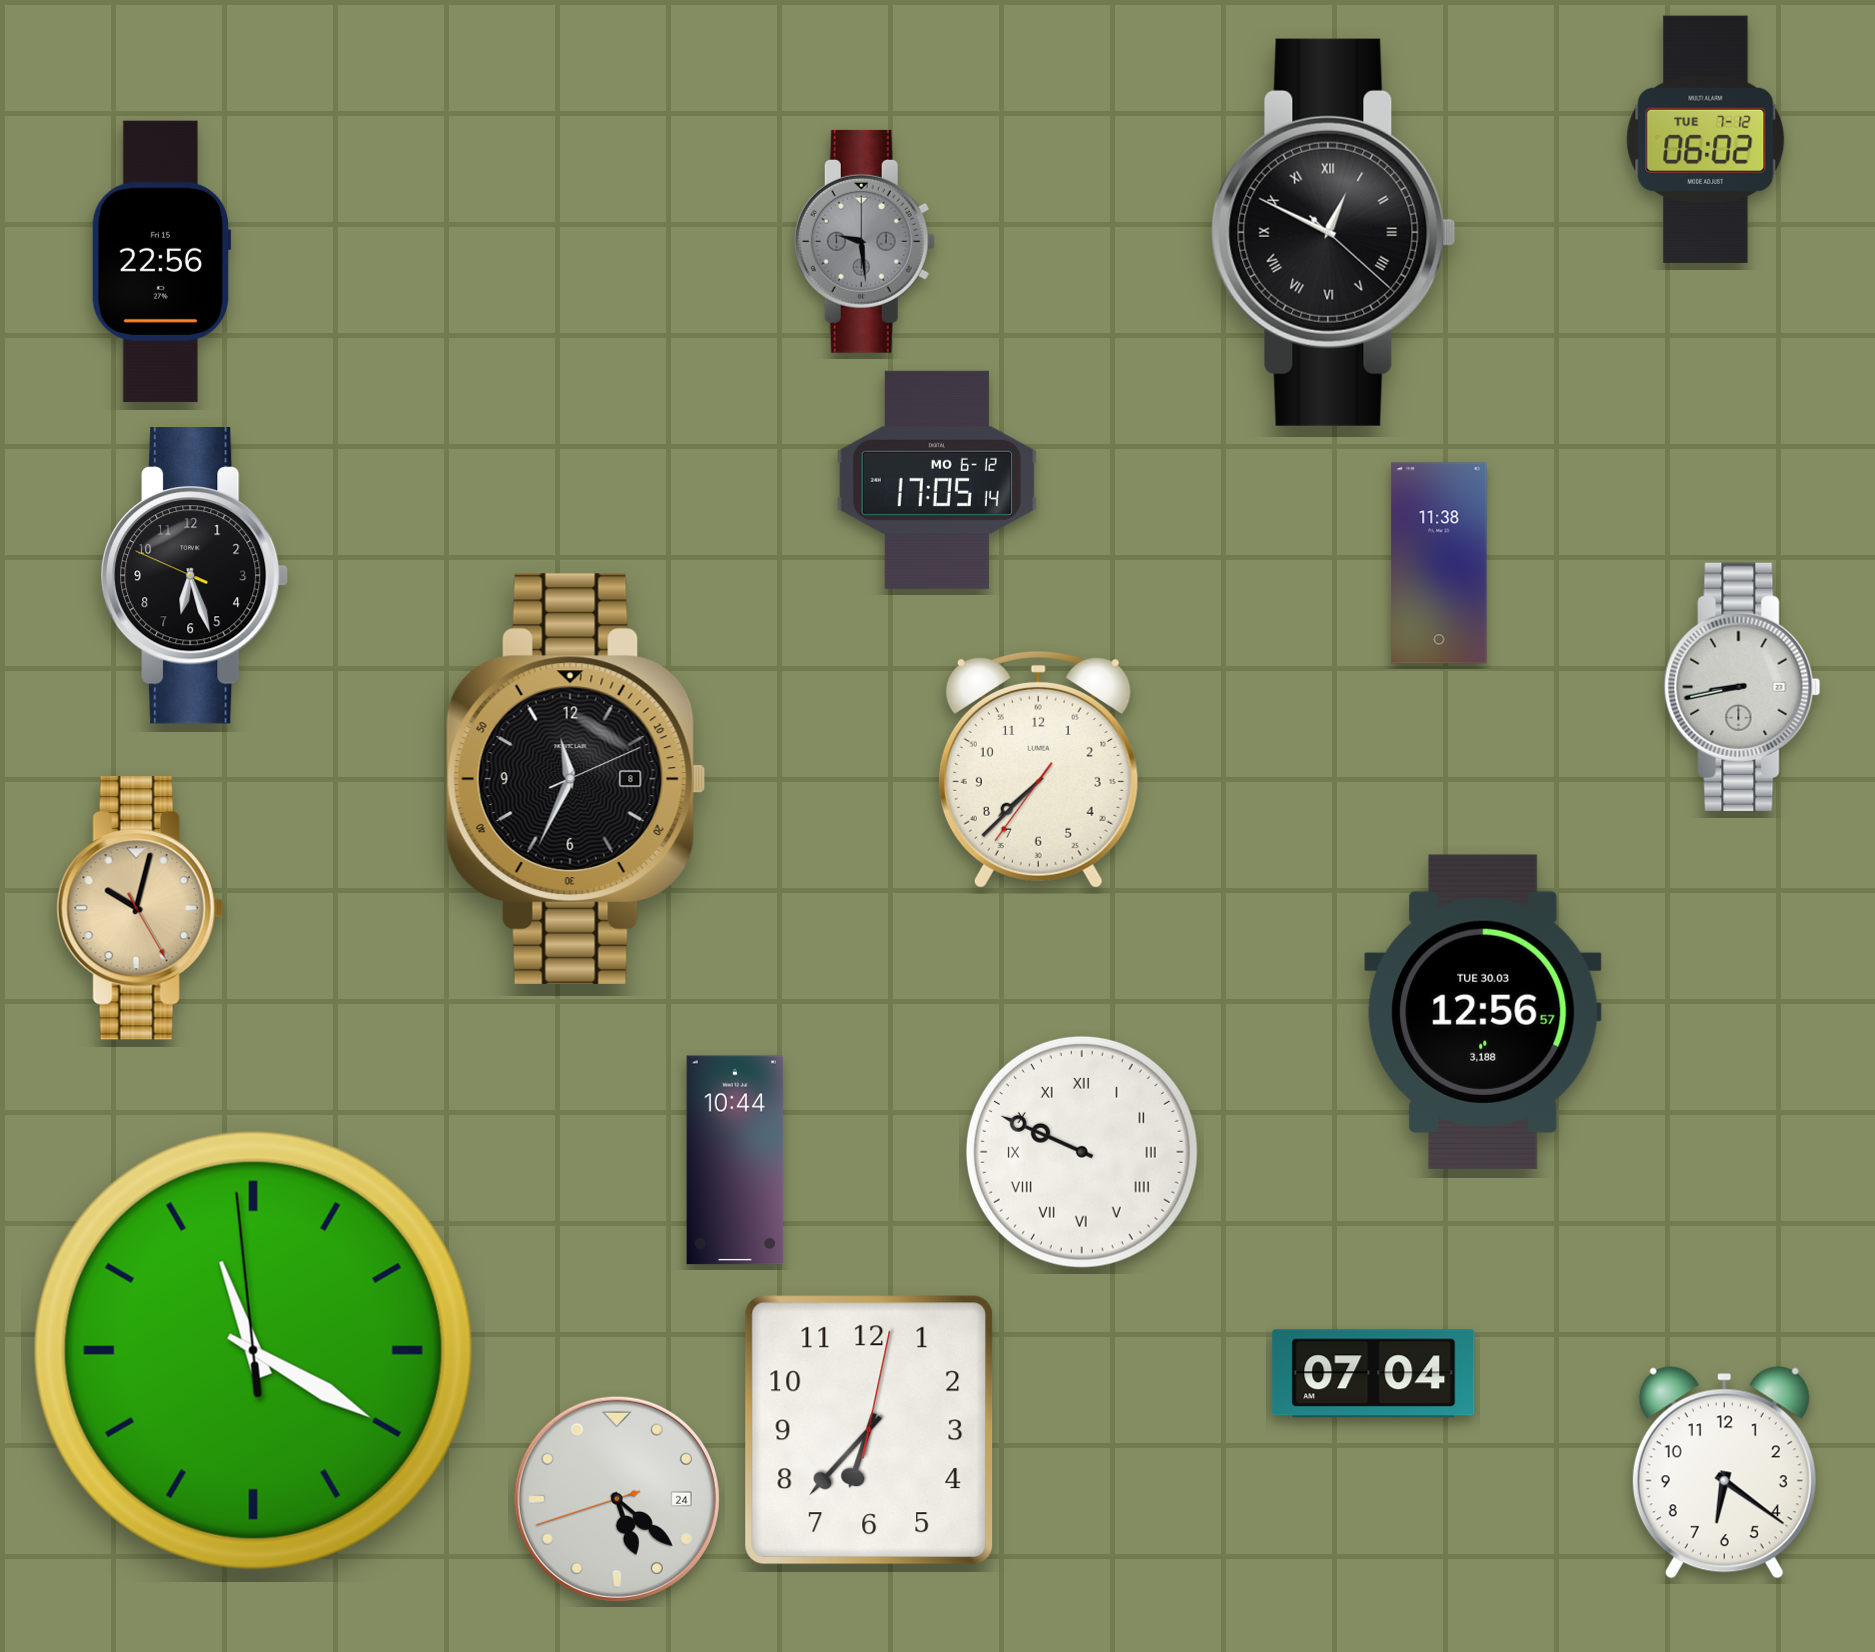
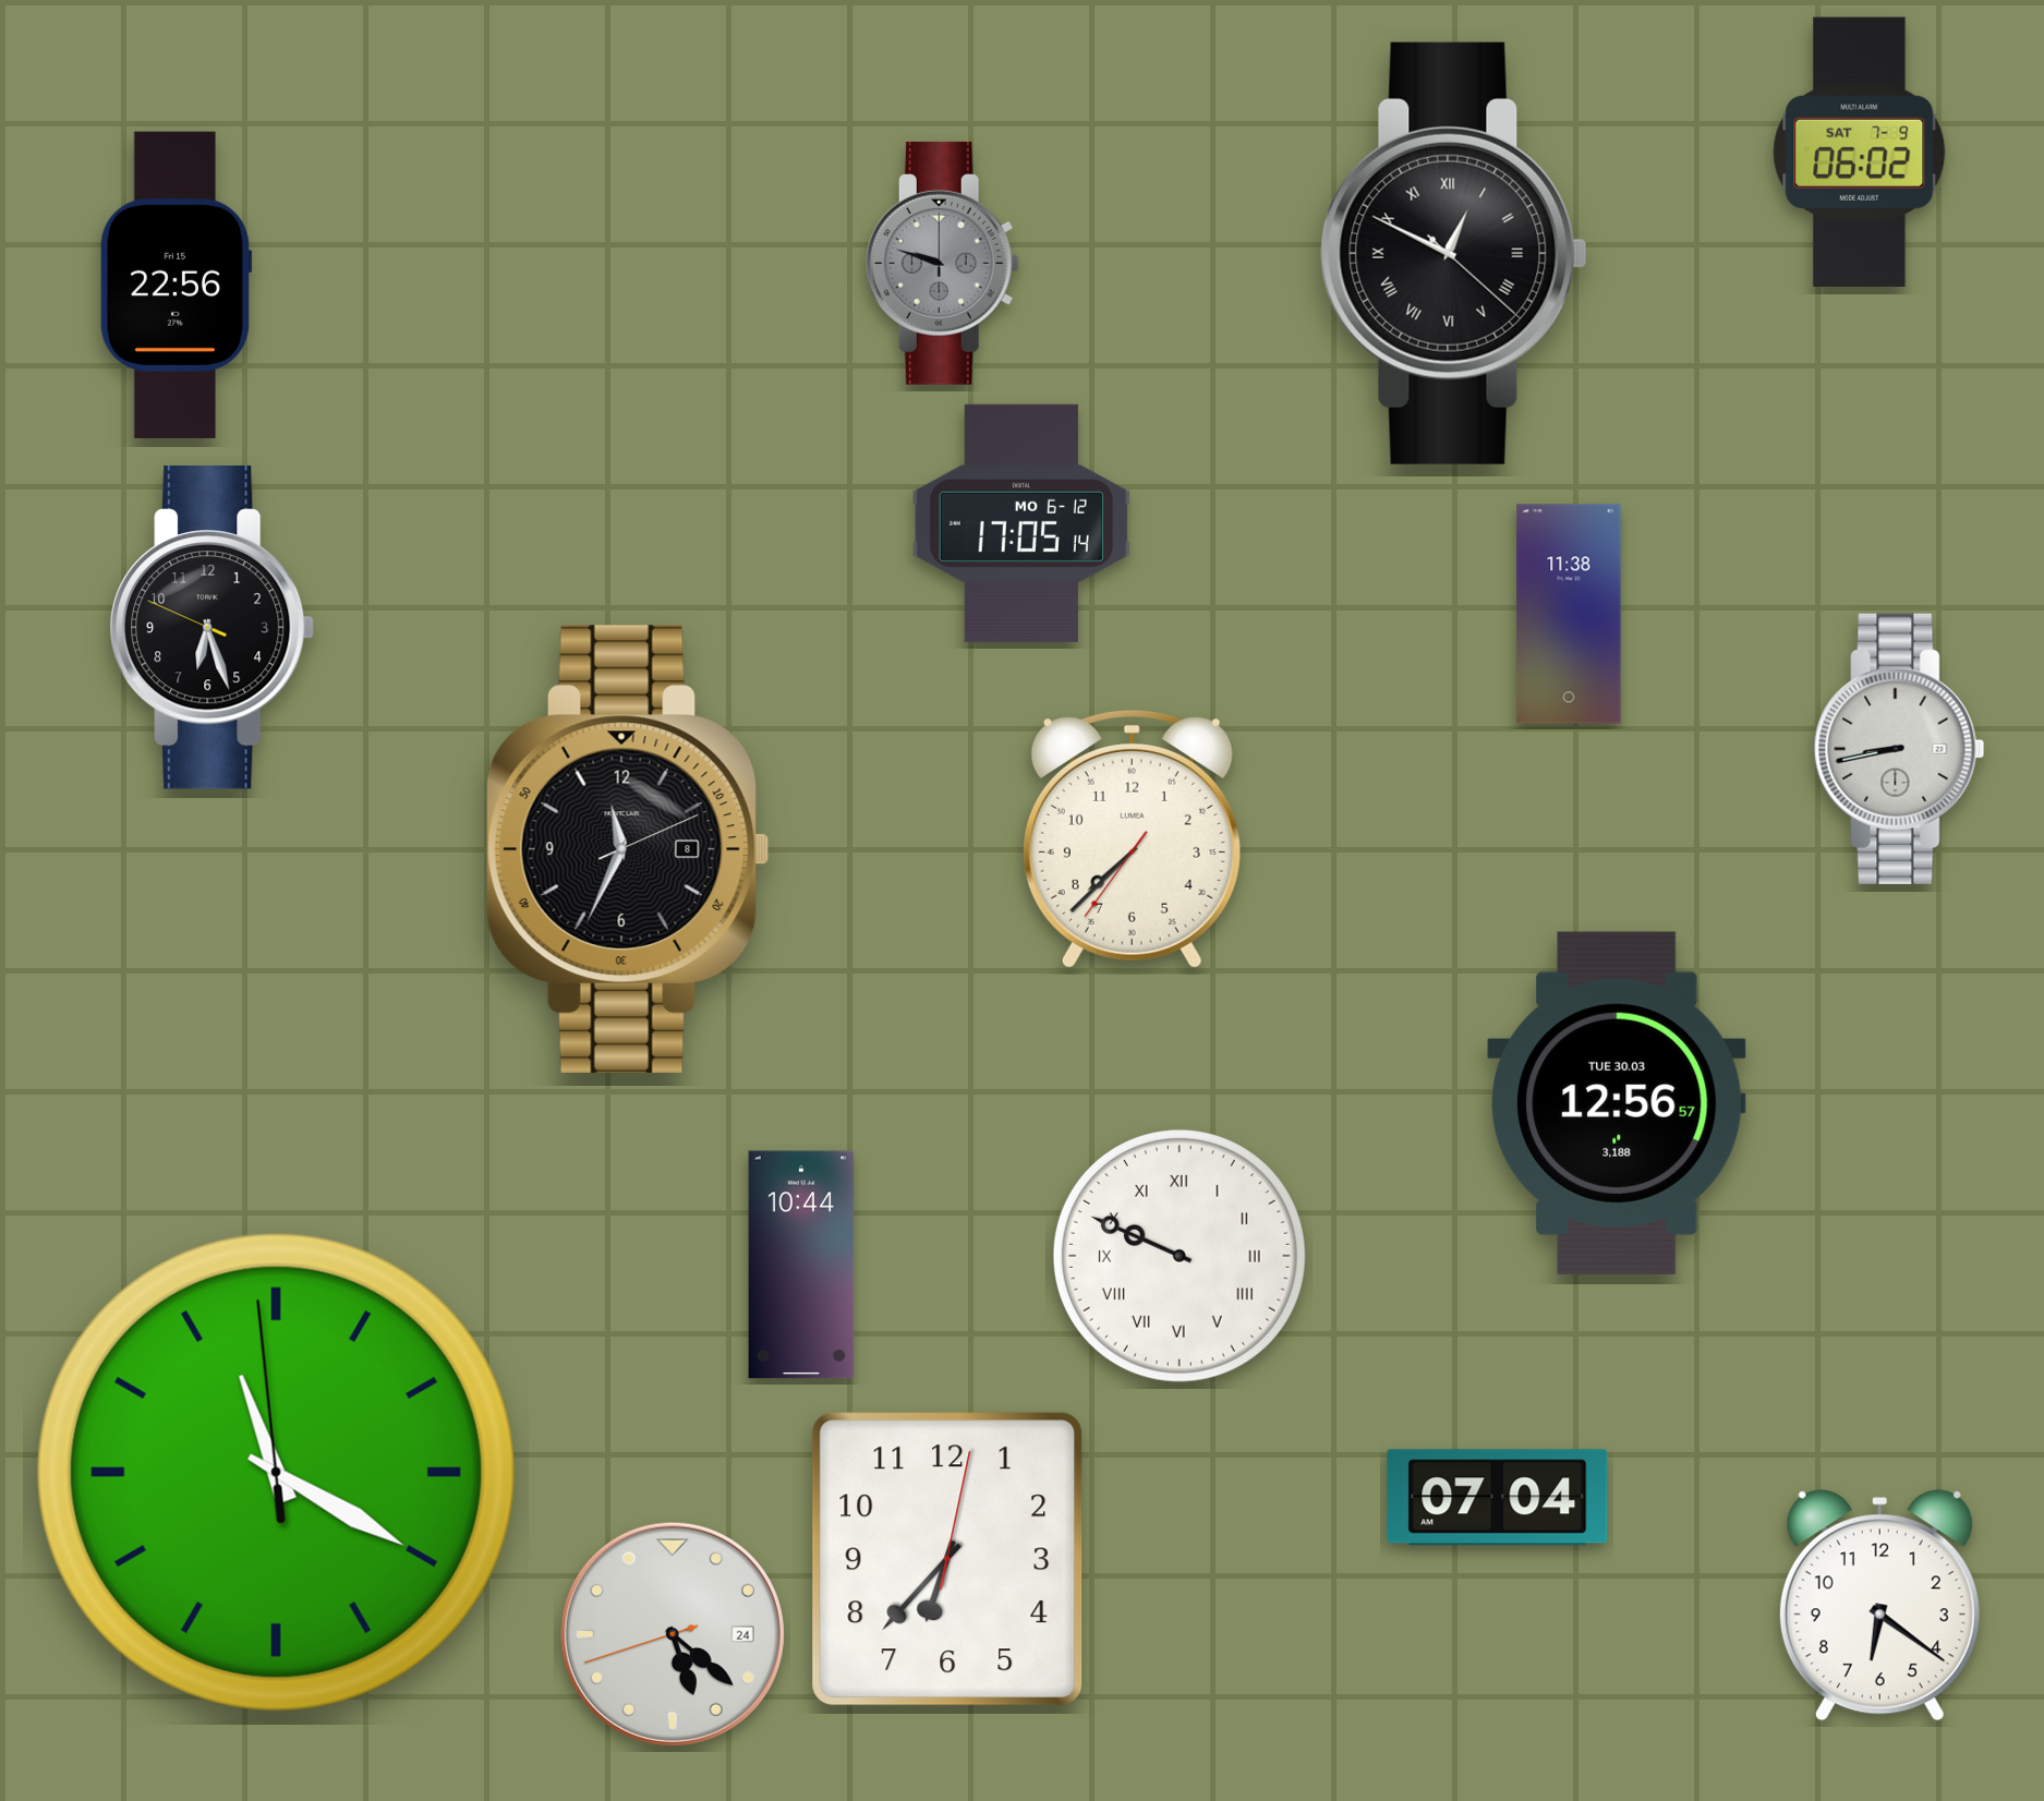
clock at (1706, 139) date: TUE 7-12 -> SAT 7-9
clock at (864, 241): 9:29 -> 9:48
clock at (140, 908): 10:02 -> none
